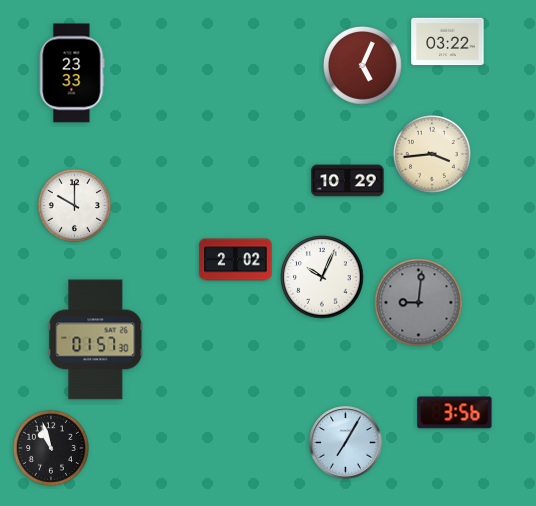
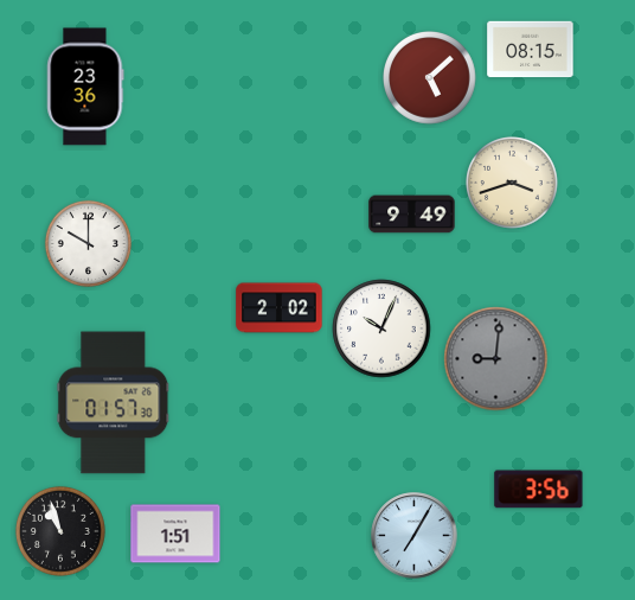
clock at (448, 42): 03:22 -> 08:15
clock at (363, 66): 5:04 -> 5:08
clock at (72, 73): 23:33 -> 23:36
clock at (433, 155): 3:44 -> 3:42
clock at (348, 181): 10:29 -> 9:49
clock at (346, 443) position: (346, 443) -> (415, 536)
clock at (175, 534): none -> 1:51
